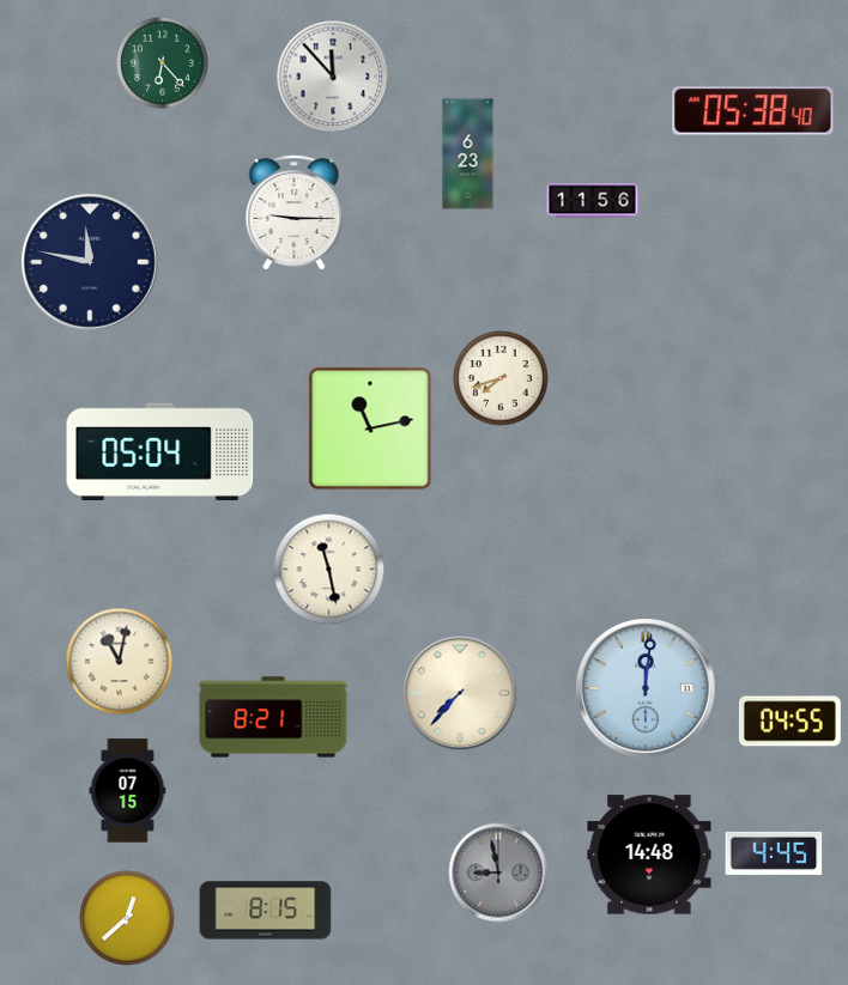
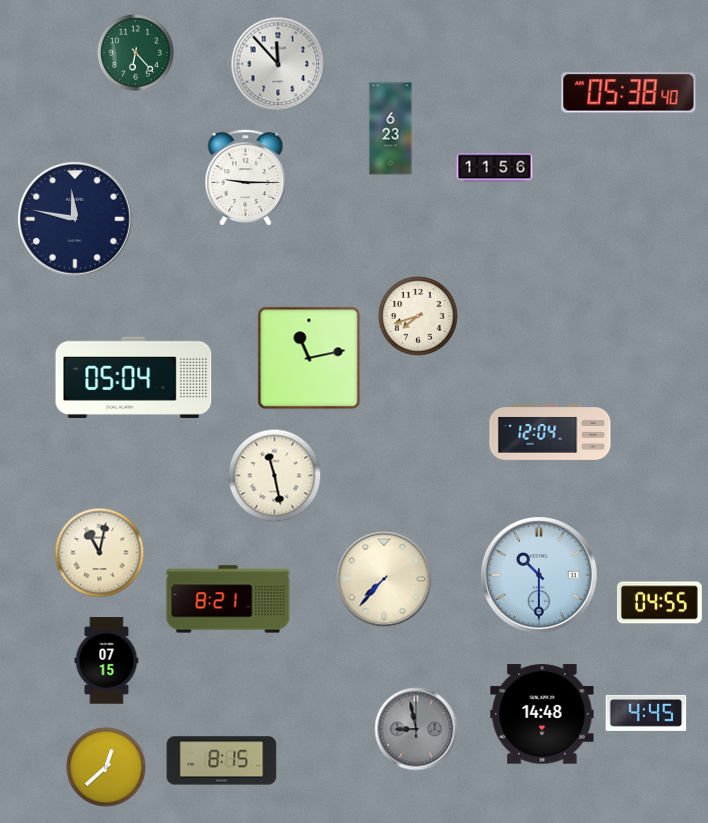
clock at (550, 433): none -> 12:04
clock at (646, 688): 12:01 -> 10:30
